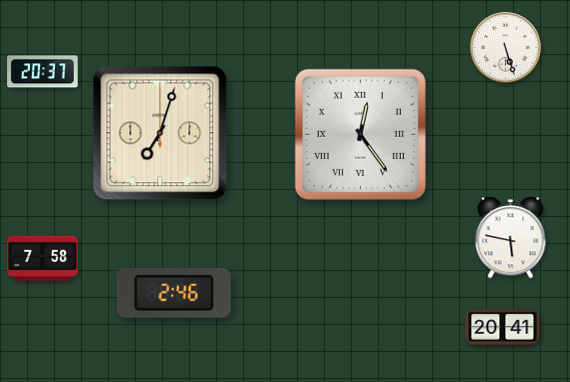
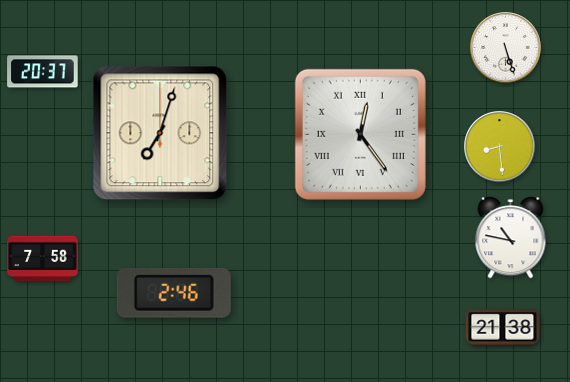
clock at (500, 147): none -> 8:29
clock at (511, 238): 5:47 -> 10:47
clock at (503, 328): 20:41 -> 21:38
